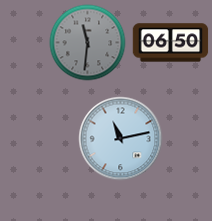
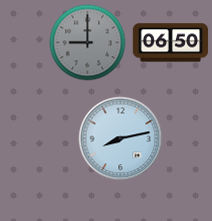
clock at (88, 43): 11:31 -> 9:00
clock at (121, 139): 11:13 -> 8:13
